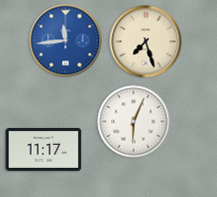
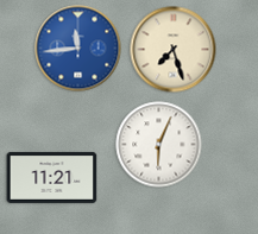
clock at (44, 149): 11:17 -> 11:21
